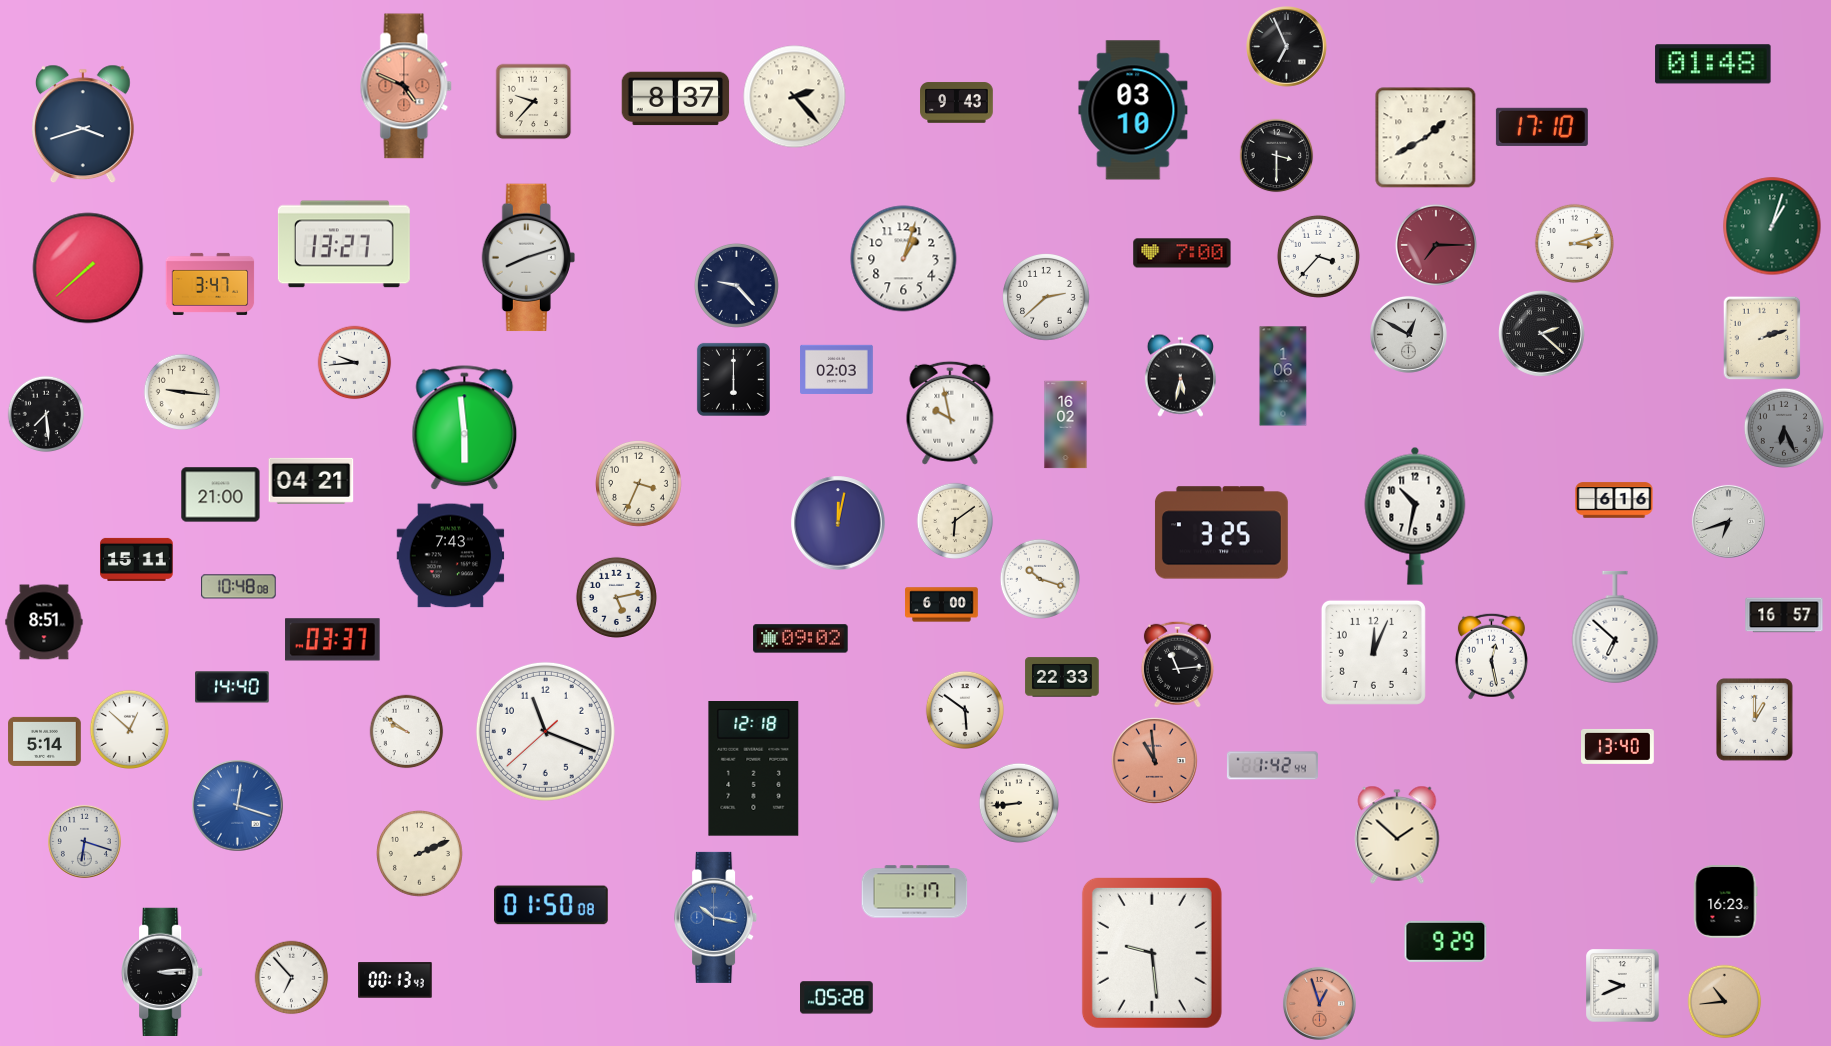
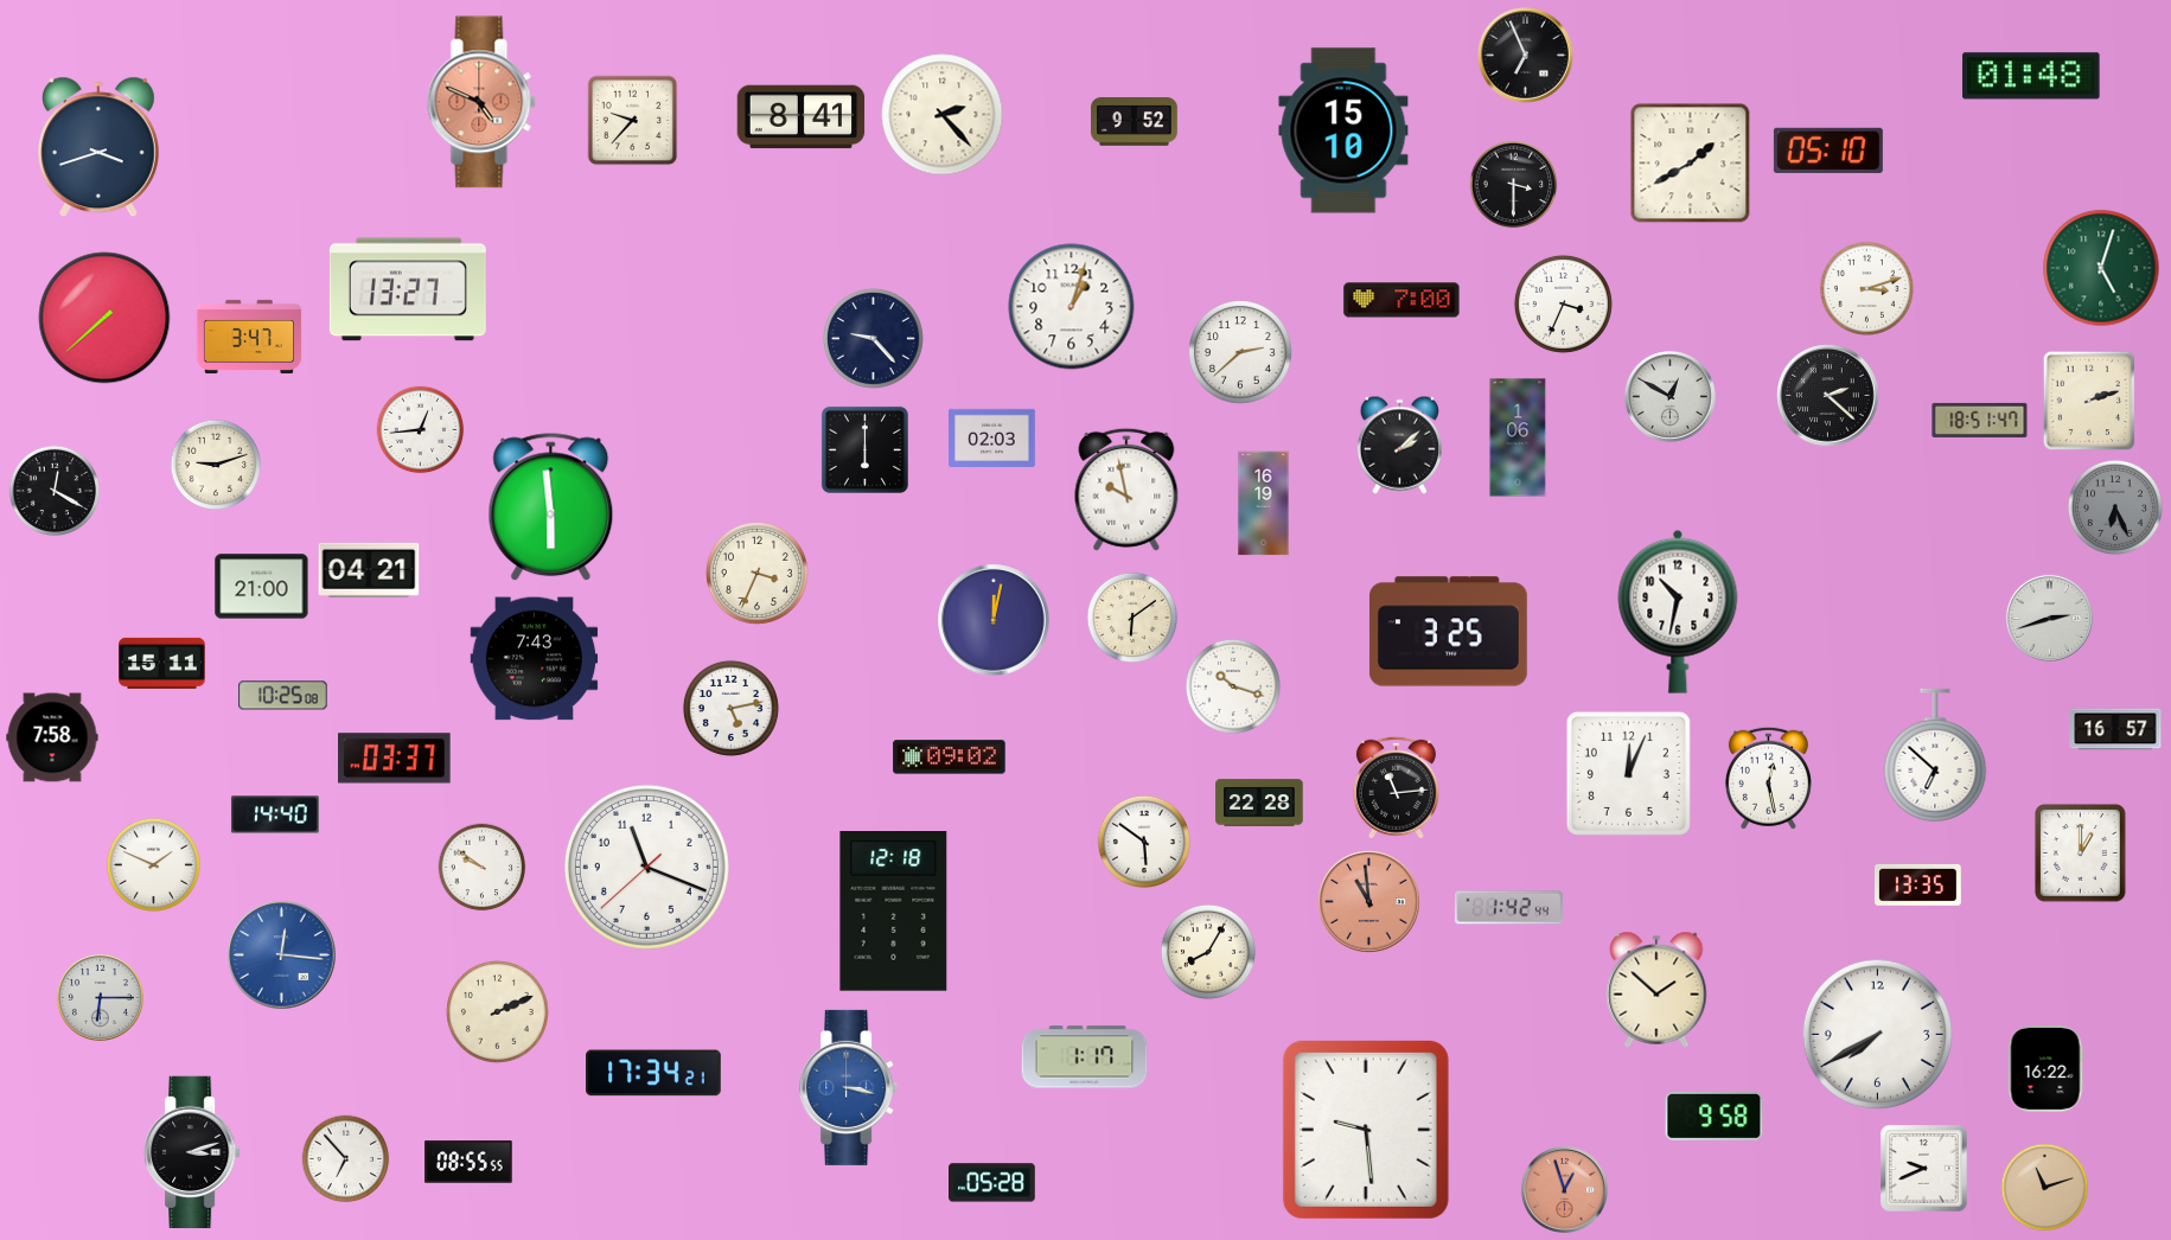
clock at (676, 99): 8:37 -> 8:41
clock at (957, 103): 9:43 -> 9:52
clock at (1133, 110): 03:10 -> 15:10
clock at (1542, 127): 17:10 -> 05:10
clock at (1772, 226): 1:03 -> 5:03
clock at (1436, 245): 7:15 -> none
clock at (1318, 256): 3:37 -> 3:34
clock at (528, 258): 8:12 -> none
clock at (1980, 420): none -> 18:51
clock at (355, 363): 9:44 -> 12:44
clock at (1180, 375): 5:32 -> 2:08
clock at (1283, 376) position: (1283, 376) -> (1518, 437)
clock at (733, 379) position: (733, 379) -> (864, 449)
clock at (182, 392): 9:16 -> 9:12
clock at (46, 414): 7:29 -> 12:20
clock at (1066, 425): 16:02 -> 16:19
clock at (1614, 500): 6:16 -> none
clock at (1728, 521): 6:42 -> 2:42
clock at (239, 587): 10:48 -> 10:25
clock at (942, 605): 6:00 -> none
clock at (44, 622): 8:51 -> 7:58
clock at (1615, 627) position: (1615, 627) -> (1935, 755)
clock at (1062, 677): 22:33 -> 22:28
clock at (129, 729): 12:52 -> 1:49
clock at (45, 741): 5:14 -> none
clock at (1618, 746): 13:40 -> 13:35
clock at (1019, 803): 8:44 -> 8:05
clock at (238, 806): 12:18 -> 12:16
clock at (84, 841): 6:18 -> 6:15
clock at (1878, 1035): none -> 7:40
clock at (1725, 902): 16:23 -> 16:22
clock at (551, 905): 01:50 -> 17:34
clock at (716, 917): 10:17 -> 3:17
clock at (1446, 941): 9:29 -> 9:58
clock at (162, 971): 3:14 -> 3:12
clock at (395, 980): 00:13 -> 08:55
clock at (1725, 1002): 10:44 -> 11:12
